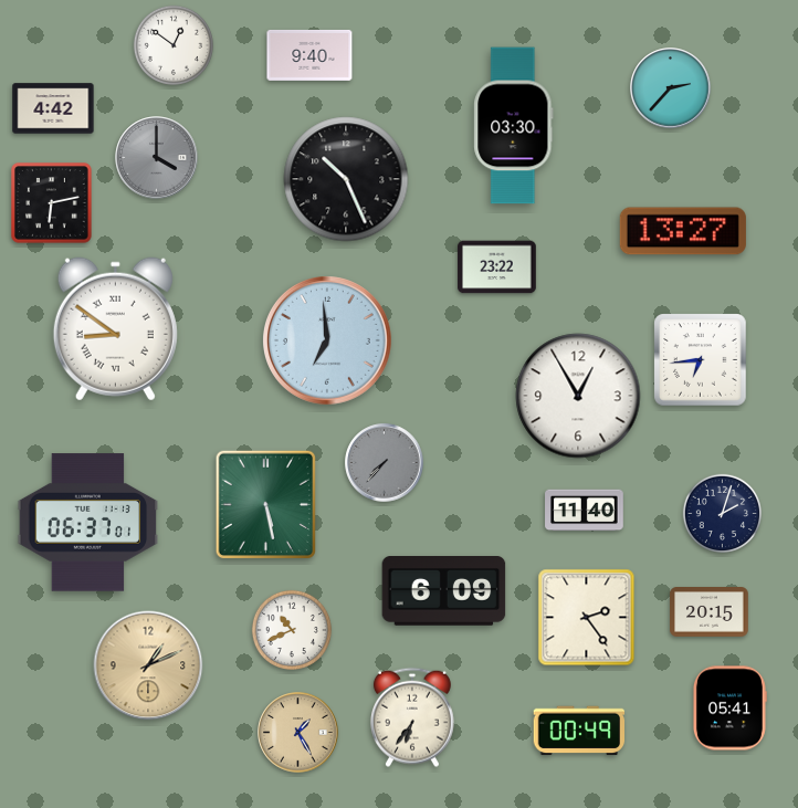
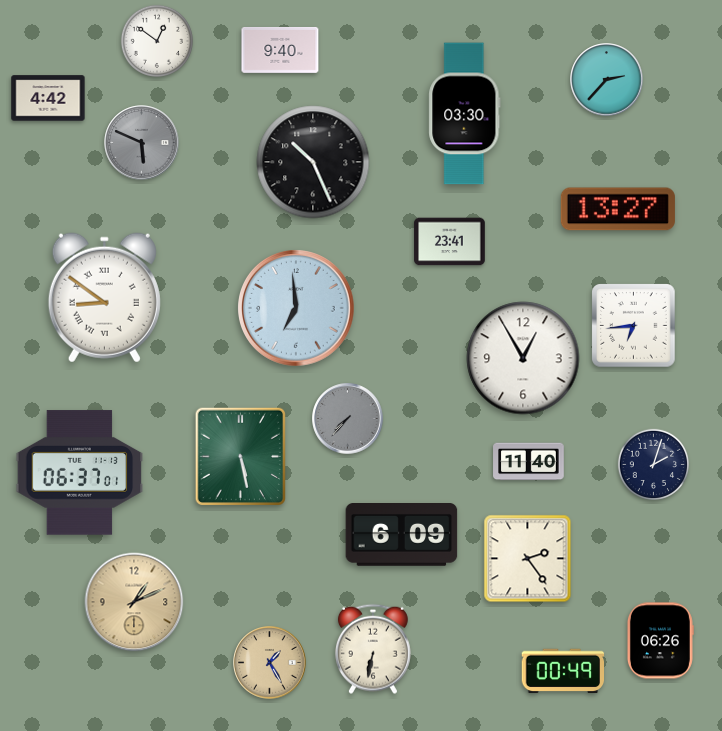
clock at (157, 158): 4:00 -> 5:49
clock at (52, 203): 6:13 -> none
clock at (497, 267): 23:22 -> 23:41
clock at (710, 612): 20:15 -> none
clock at (587, 618) position: (587, 618) -> (528, 559)
clock at (292, 630): 10:41 -> none
clock at (729, 709): 05:41 -> 06:26
clock at (412, 717): 6:36 -> 6:32
clock at (579, 731) position: (579, 731) -> (563, 671)
